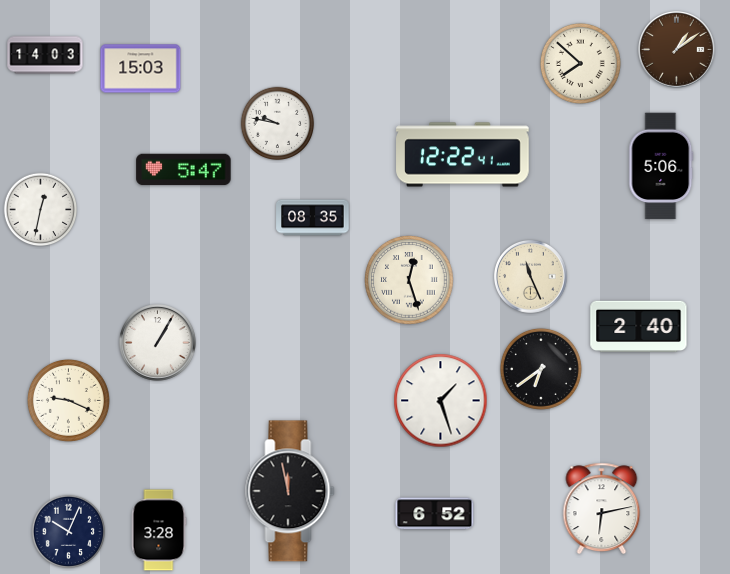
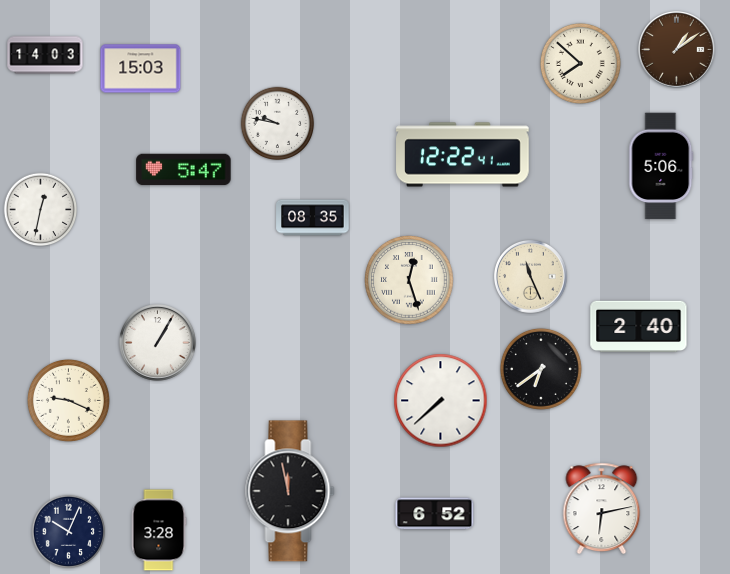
clock at (441, 401): 1:27 -> 7:38
